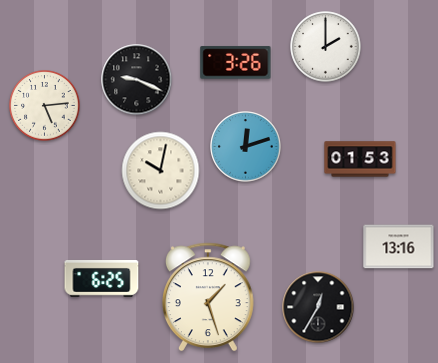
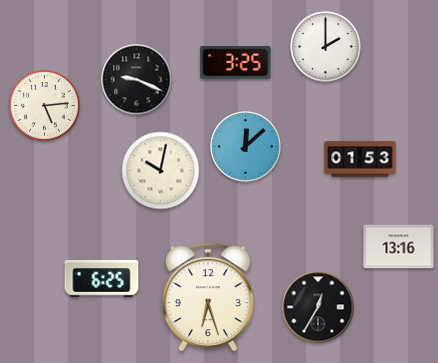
clock at (236, 63): 3:26 -> 3:25
clock at (246, 147): 12:12 -> 12:08
clock at (208, 297): 1:27 -> 6:27
